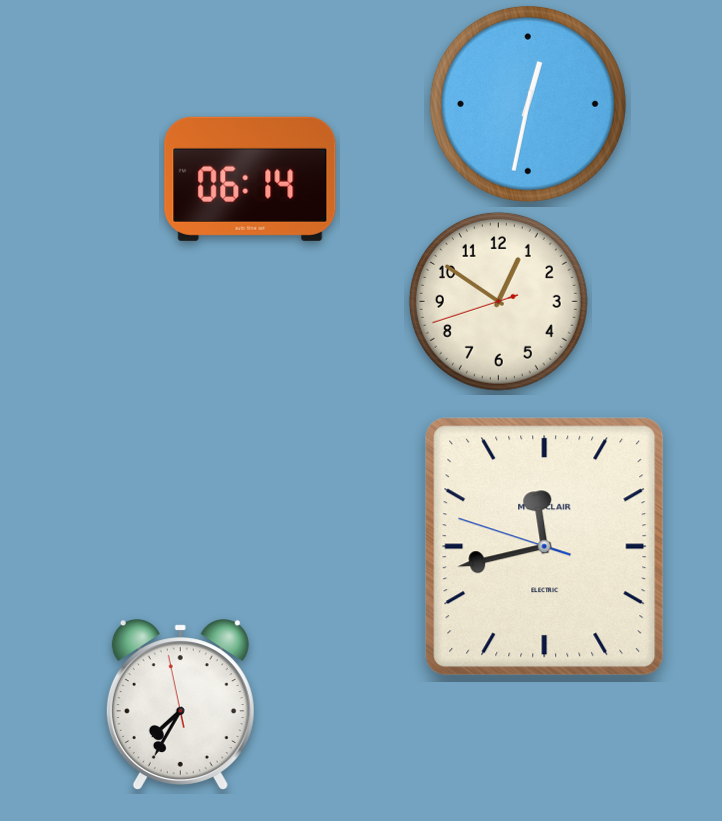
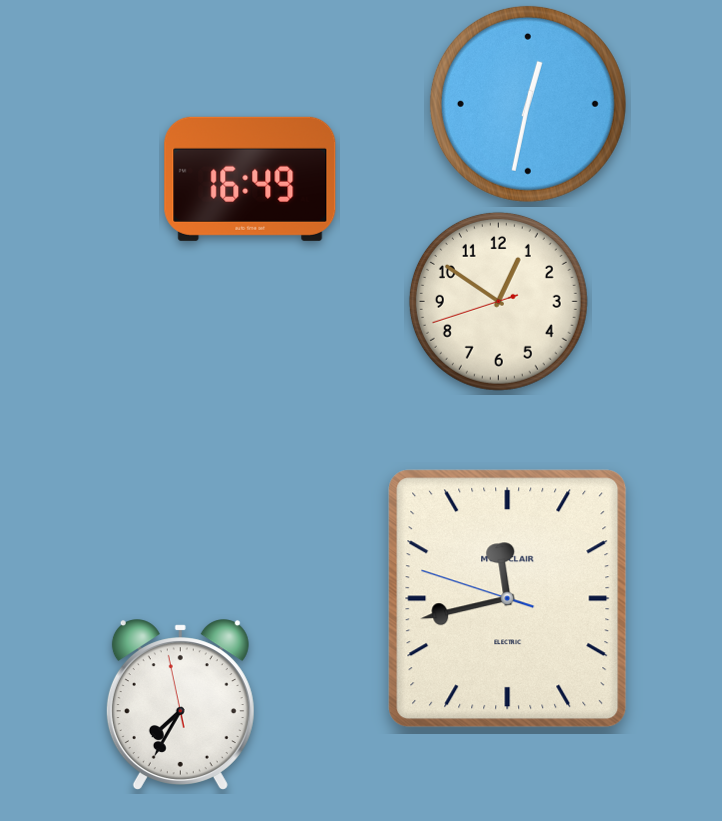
clock at (250, 179): 06:14 -> 16:49
clock at (545, 547) position: (545, 547) -> (508, 599)
